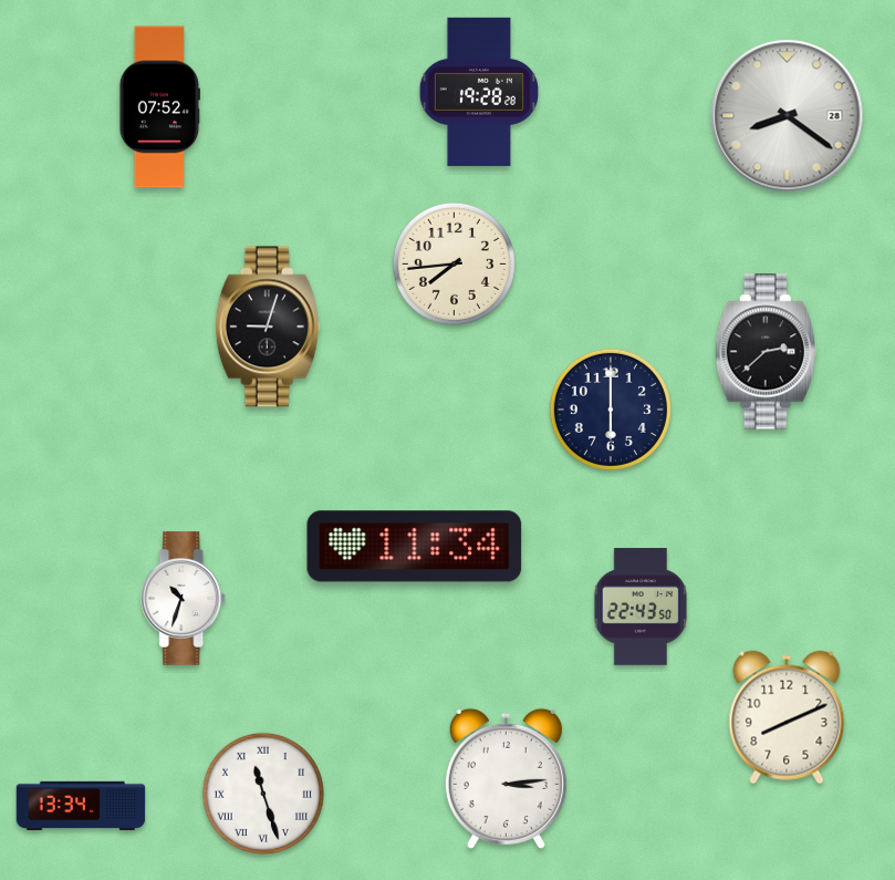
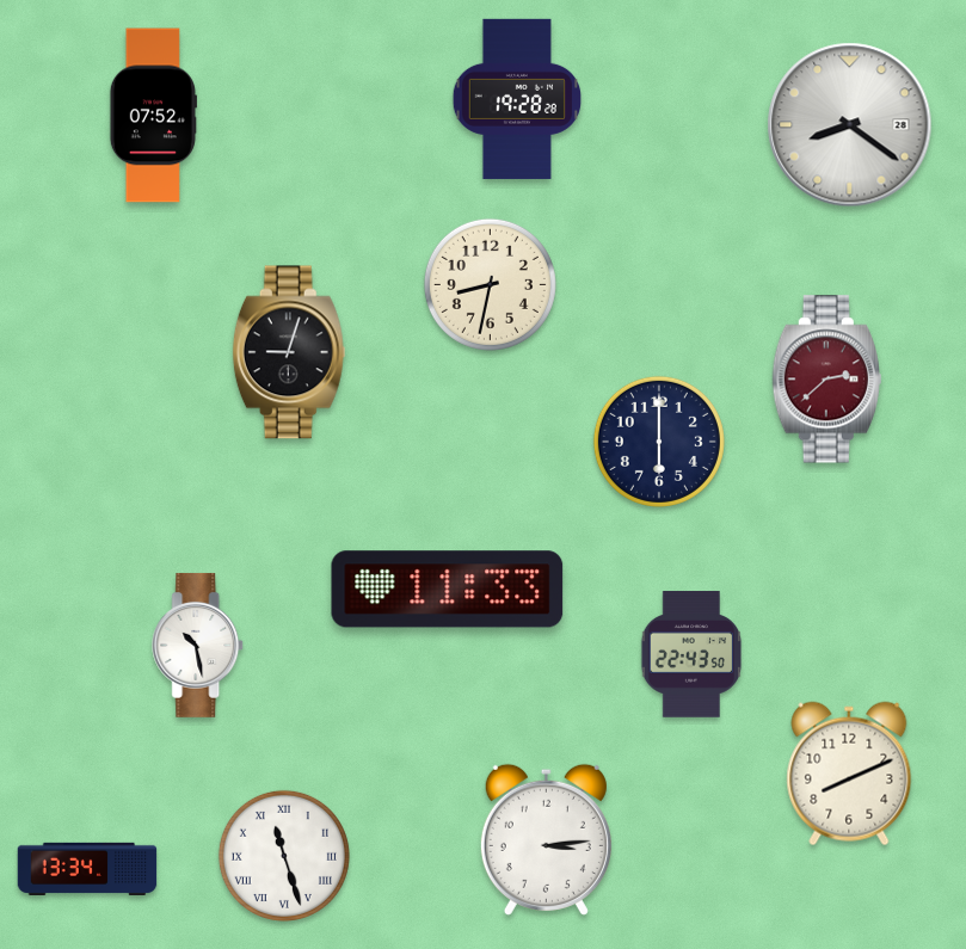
clock at (159, 107) position: (159, 107) -> (153, 116)
clock at (454, 263): 7:44 -> 8:32
clock at (766, 352) dial: black -> burgundy
clock at (415, 547): 11:34 -> 11:33
clock at (184, 598): 10:33 -> 10:28
